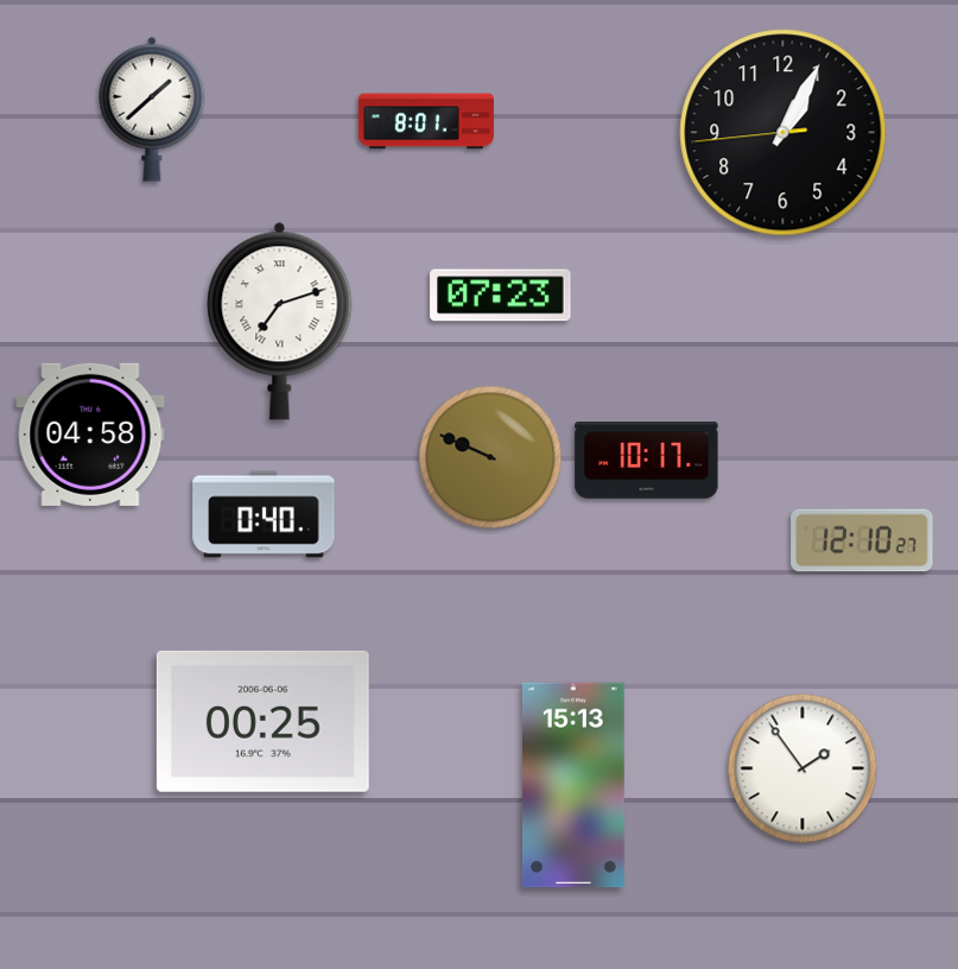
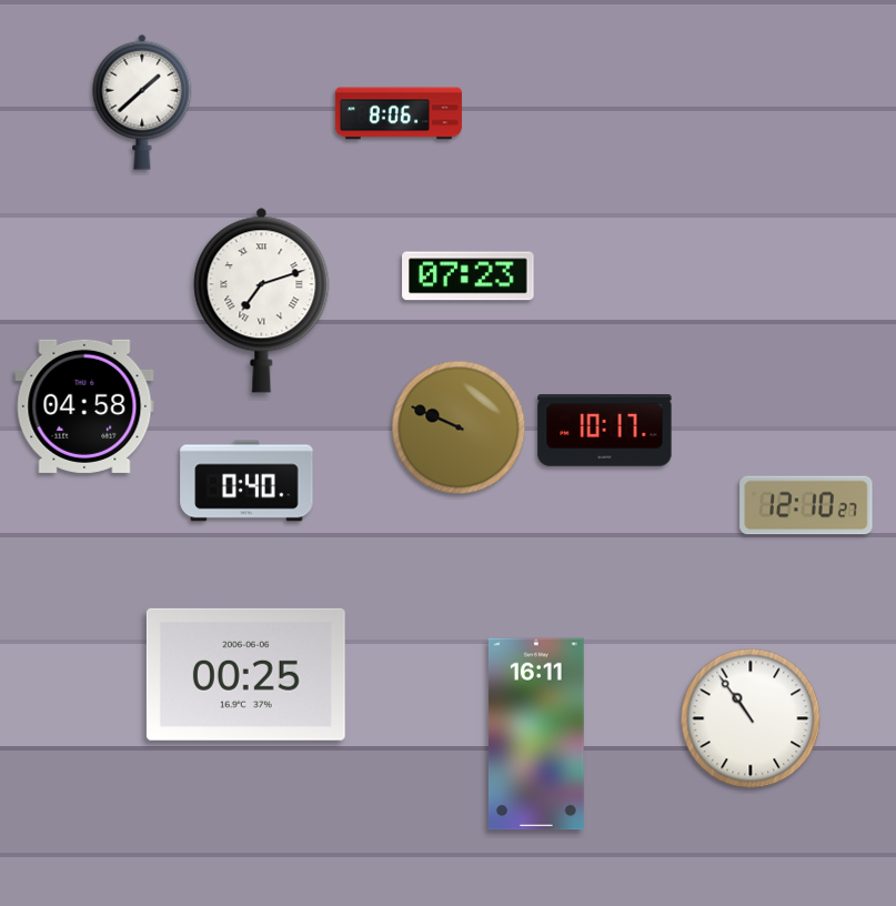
clock at (426, 121): 8:01 -> 8:06
clock at (783, 133): 1:04 -> none
clock at (802, 768): 1:54 -> 10:54
clock at (573, 785): 15:13 -> 16:11
